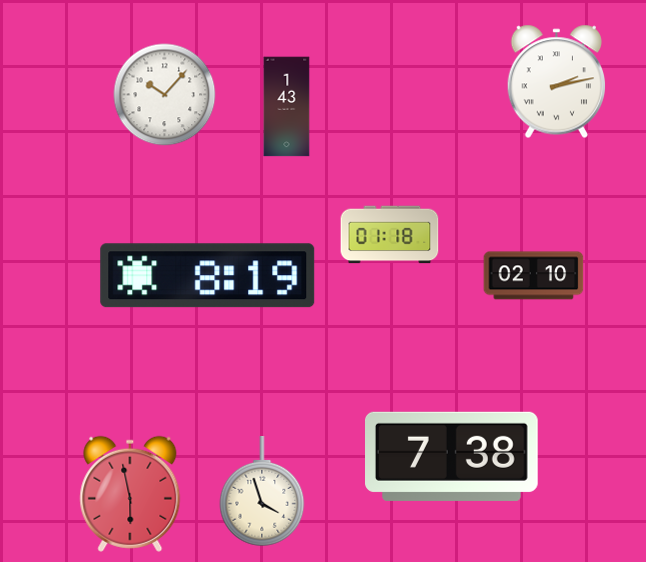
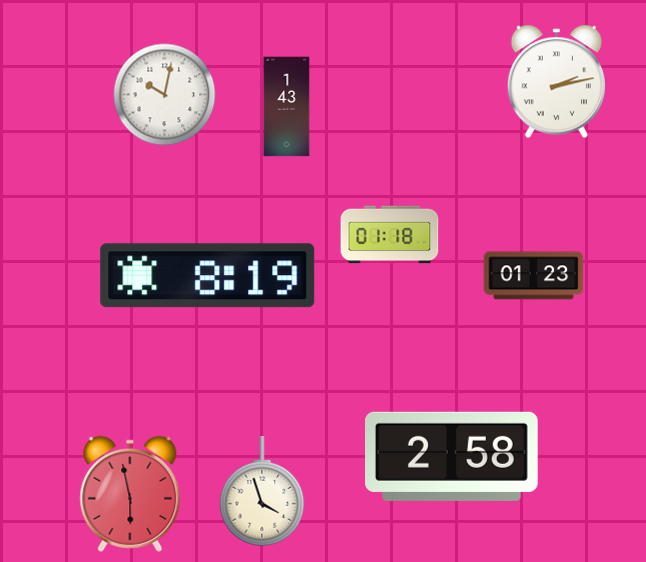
clock at (165, 95): 10:07 -> 10:02
clock at (534, 276): 02:10 -> 01:23
clock at (452, 456): 7:38 -> 2:58
